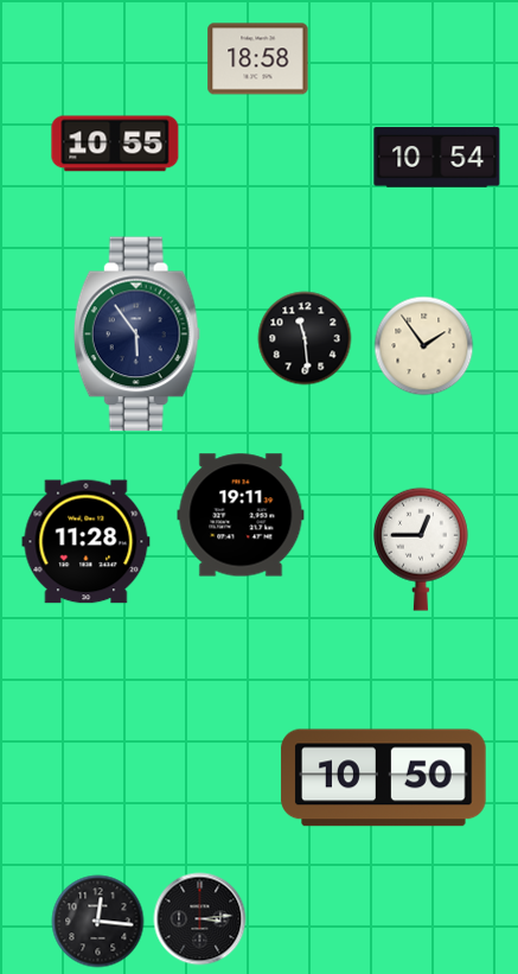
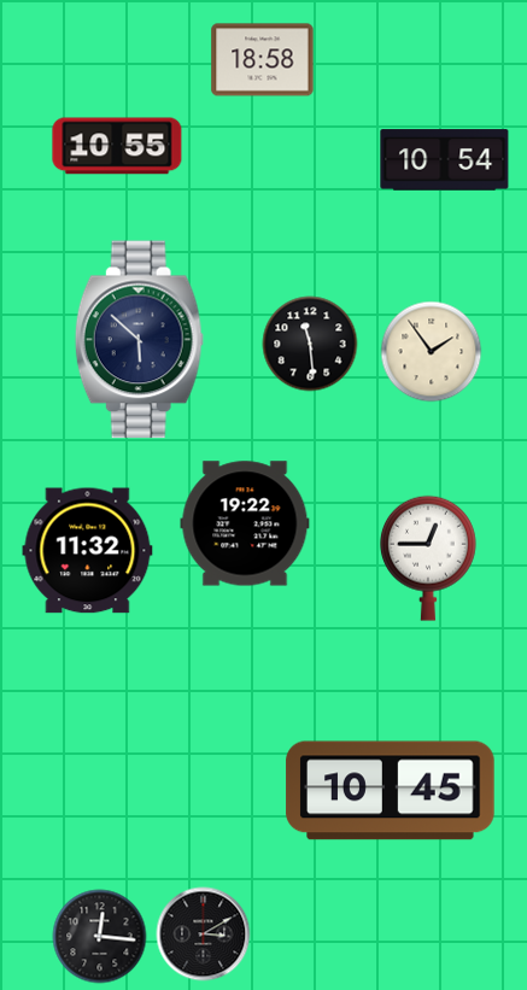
clock at (136, 335): 5:54 -> 5:52
clock at (241, 515): 19:11 -> 19:22
clock at (87, 542): 11:28 -> 11:32
clock at (384, 778): 10:50 -> 10:45
clock at (200, 919): 3:14 -> 3:10
